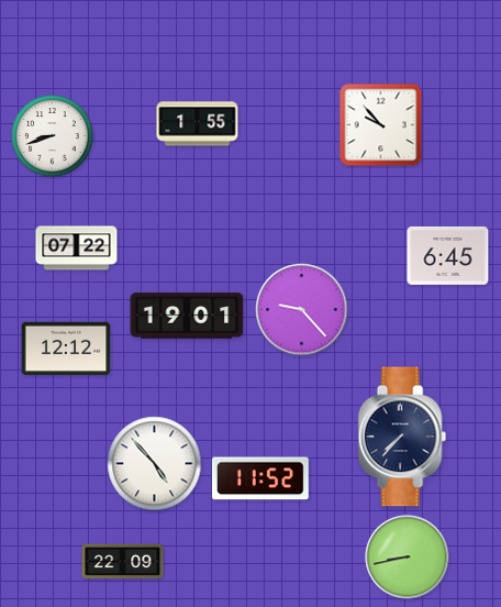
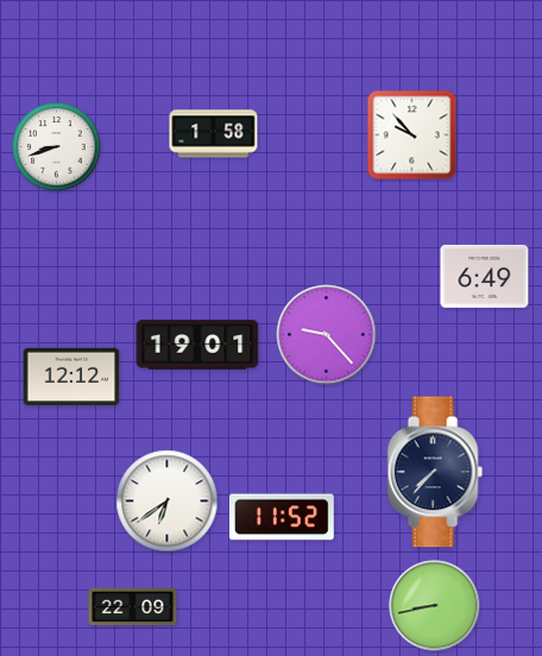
clock at (198, 124): 1:55 -> 1:58
clock at (77, 249): 07:22 -> none
clock at (448, 255): 6:45 -> 6:49
clock at (187, 316) position: (187, 316) -> (197, 345)
clock at (155, 464): 4:53 -> 6:39
clock at (408, 558) position: (408, 558) -> (435, 606)
